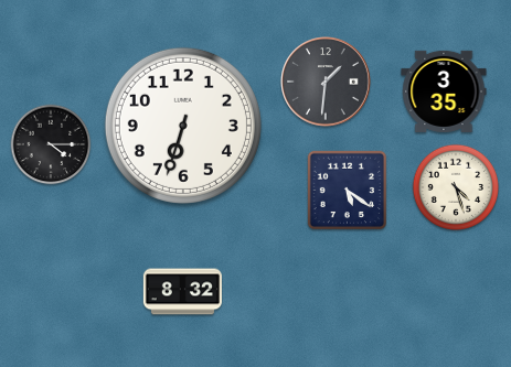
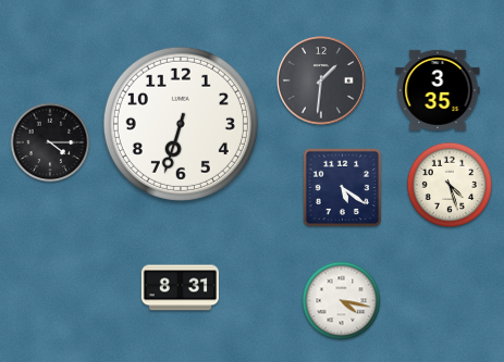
clock at (182, 292): 8:32 -> 8:31
clock at (342, 301): none -> 4:17
